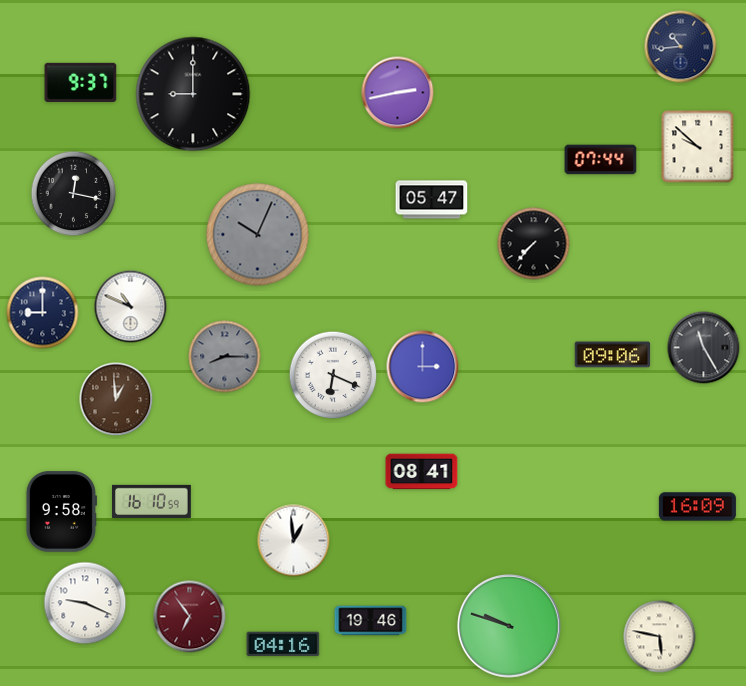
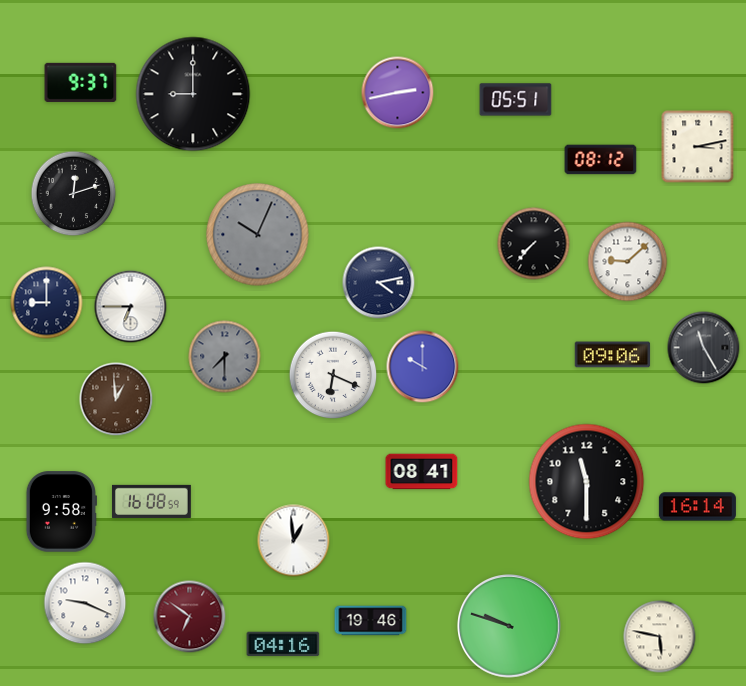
clock at (681, 47): 10:44 -> none
clock at (516, 100): none -> 05:51
clock at (698, 147): 9:52 -> 3:13
clock at (601, 160): 07:44 -> 08:12
clock at (74, 194): 12:17 -> 12:12
clock at (432, 200): 05:47 -> none
clock at (628, 262): none -> 9:08
clock at (379, 283): none -> 4:13
clock at (131, 307): 10:49 -> 6:45
clock at (43, 313) position: (43, 313) -> (47, 303)
clock at (225, 357): 8:15 -> 7:30
clock at (423, 367): 3:00 -> 10:00
clock at (587, 482): none -> 11:30
clock at (152, 501): 16:10 -> 16:08
clock at (697, 507): 16:09 -> 16:14
clock at (190, 617): 6:54 -> 6:51
